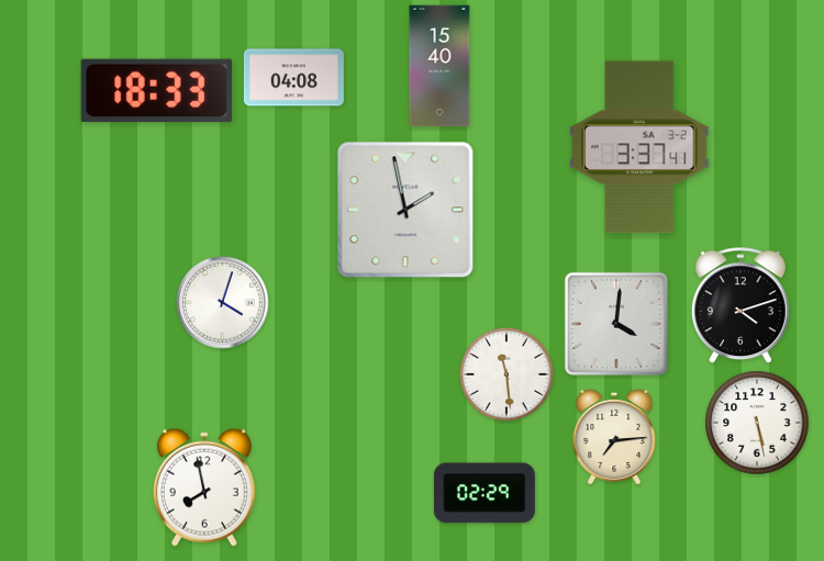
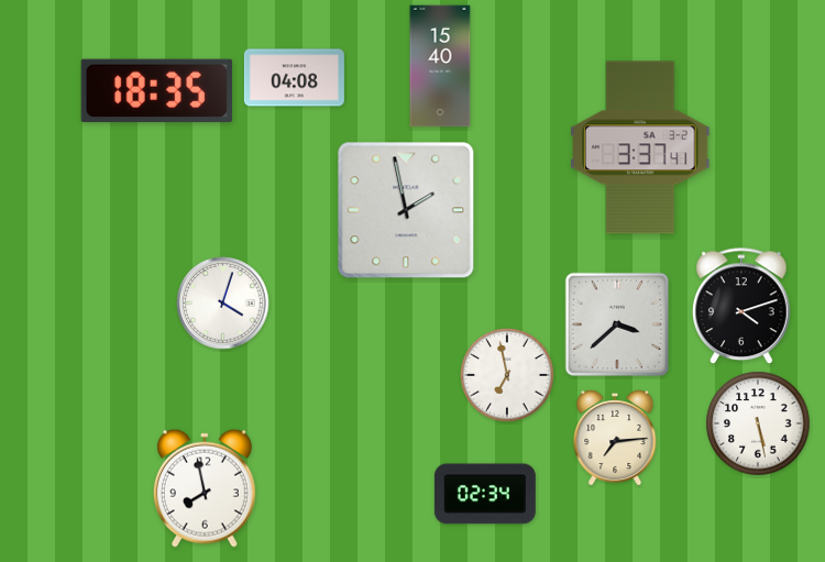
clock at (157, 91): 18:33 -> 18:35
clock at (615, 323): 4:01 -> 3:38
clock at (506, 374): 11:29 -> 6:58
clock at (485, 493): 02:29 -> 02:34
